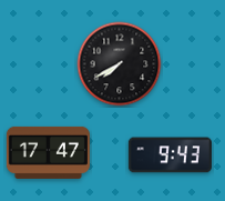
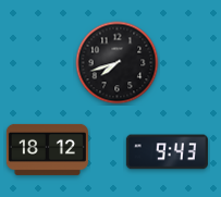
clock at (120, 64): 7:40 -> 7:42
clock at (48, 152): 17:47 -> 18:12
